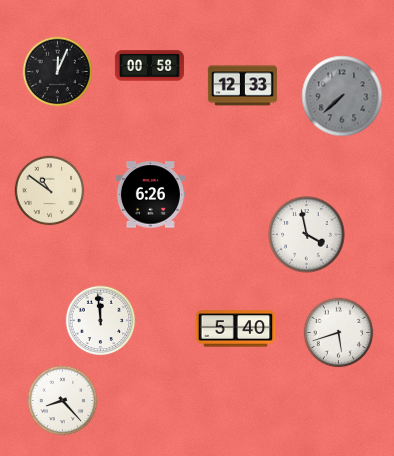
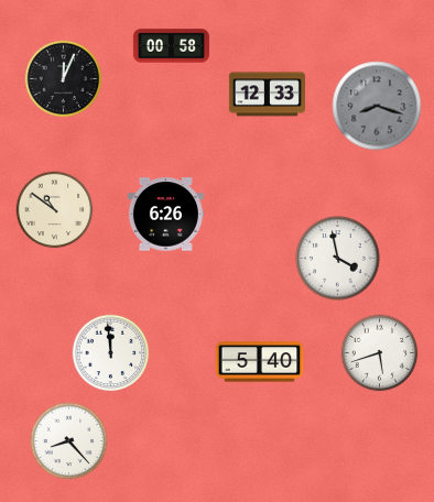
clock at (149, 66) position: (149, 66) -> (171, 46)
clock at (342, 96): 7:38 -> 8:18
clock at (339, 333) position: (339, 333) -> (380, 353)
